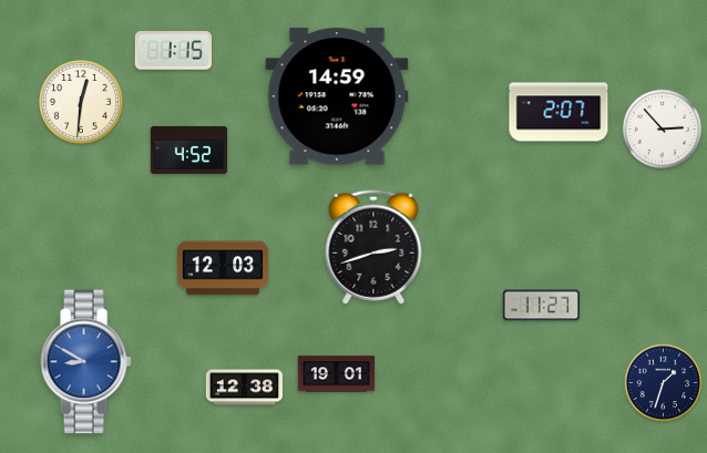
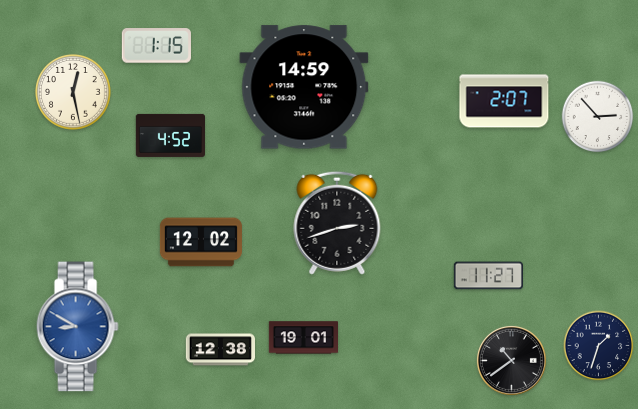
clock at (81, 102): 12:31 -> 12:28
clock at (223, 268): 12:03 -> 12:02
clock at (511, 360): none -> 10:39
